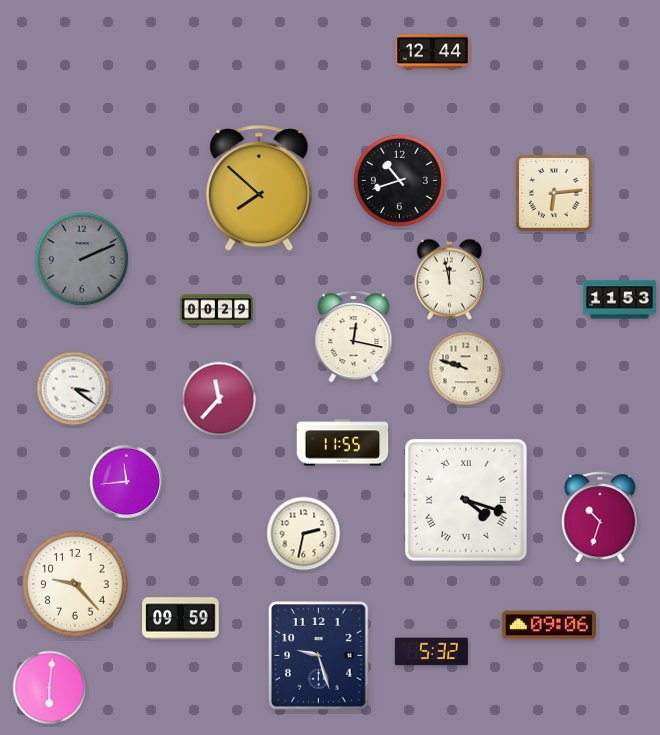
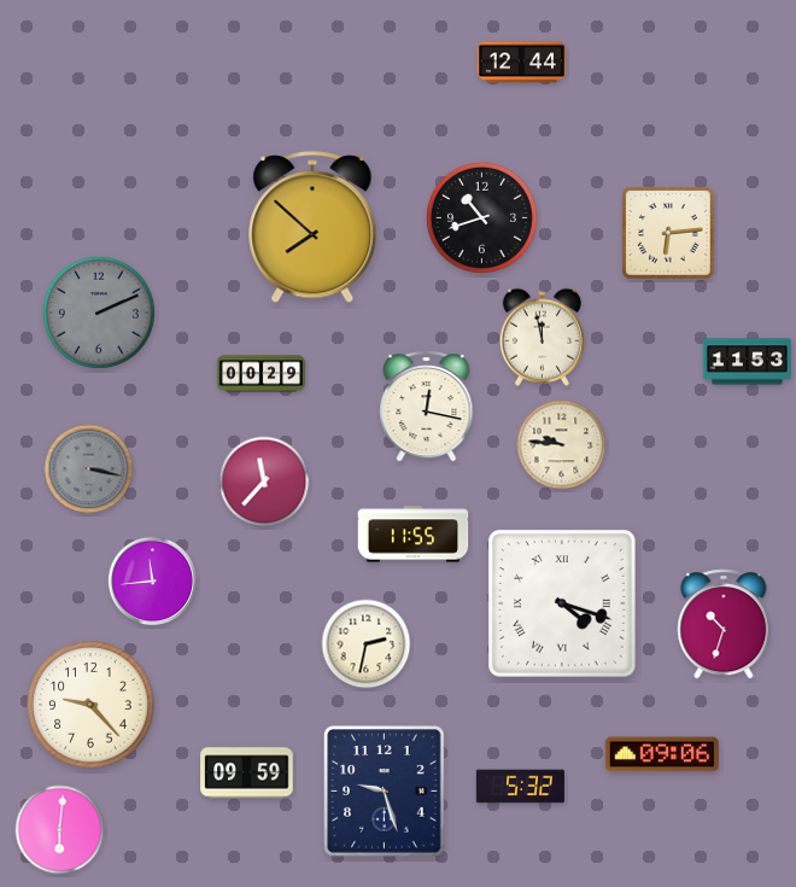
clock at (466, 369): 9:48 -> 9:46
clock at (74, 389): 3:21 -> 3:17
clock at (74, 389) dial: white -> grey
clock at (181, 619) position: (181, 619) -> (247, 774)
